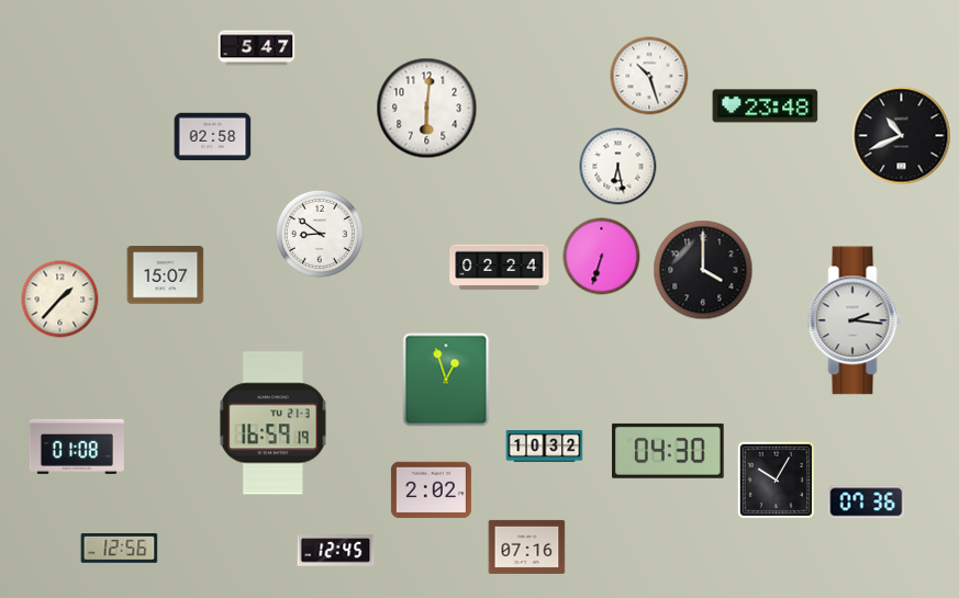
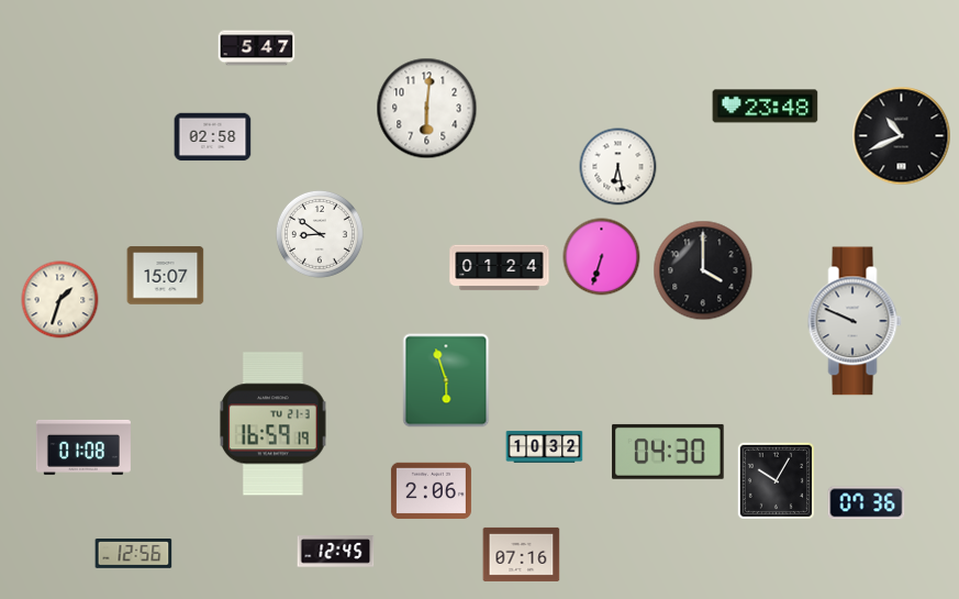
clock at (649, 76): 10:27 -> none
clock at (500, 268): 02:24 -> 01:24
clock at (60, 300): 1:37 -> 1:33
clock at (855, 320): 2:16 -> 9:49
clock at (446, 380): 12:57 -> 5:57
clock at (77, 447) position: (77, 447) -> (83, 447)
clock at (431, 490): 2:02 -> 2:06
clock at (527, 546) position: (527, 546) -> (522, 554)
clock at (120, 549) position: (120, 549) -> (134, 554)
